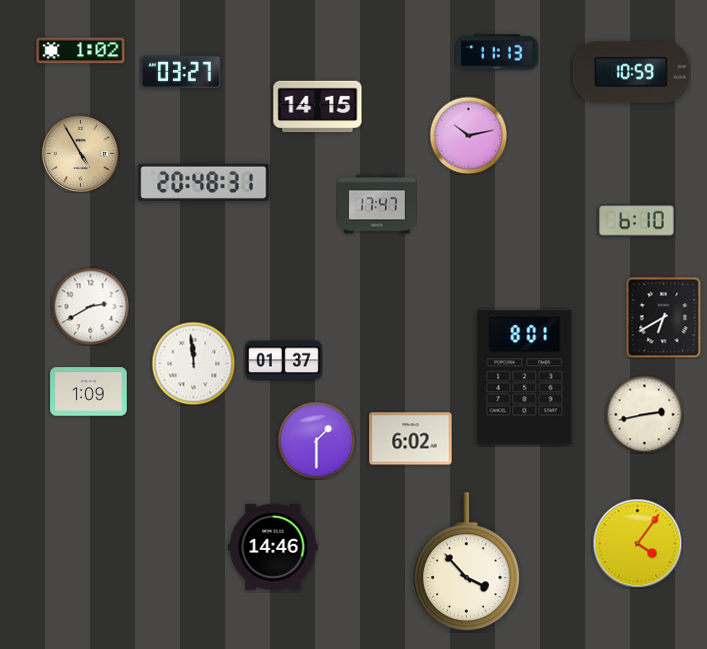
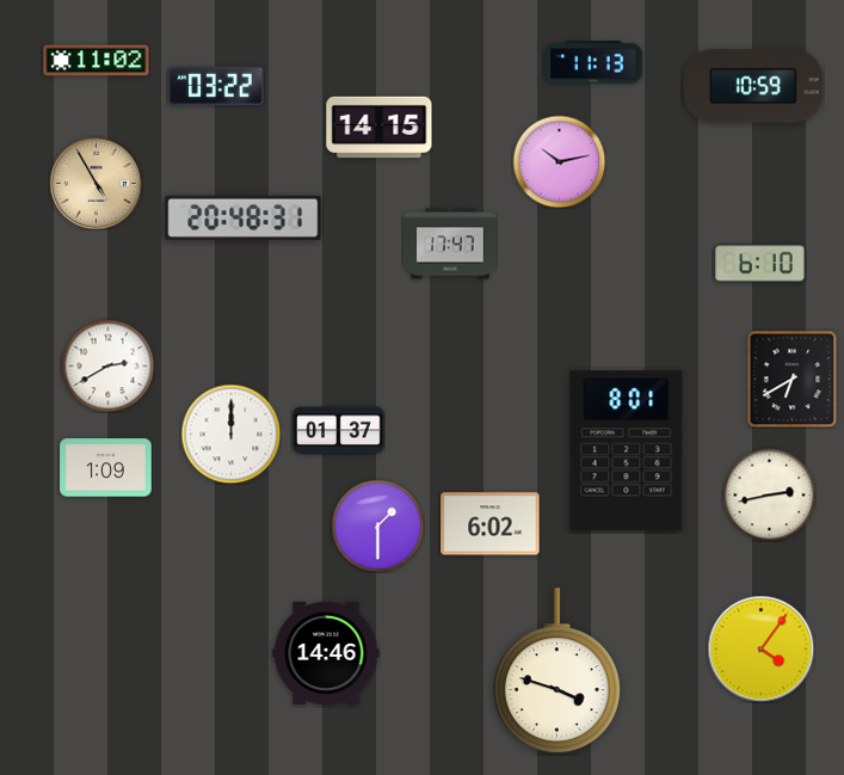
clock at (81, 51): 1:02 -> 11:02
clock at (181, 72): 03:27 -> 03:22
clock at (193, 363): 11:59 -> 12:00
clock at (466, 562): 3:53 -> 3:48
